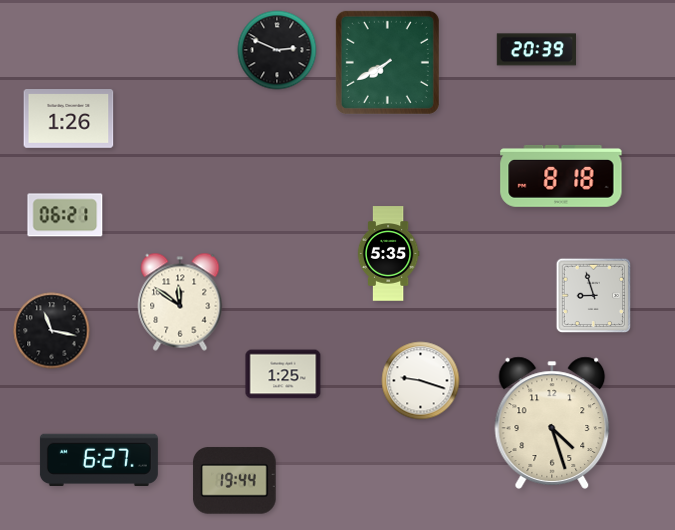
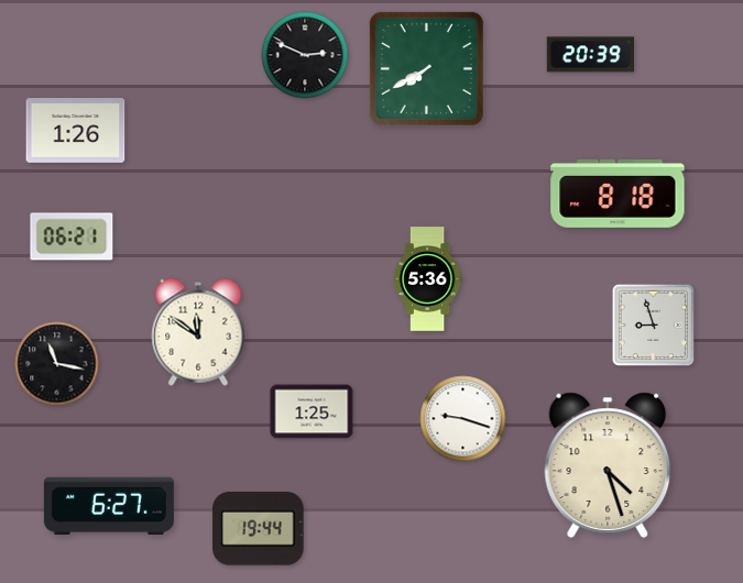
clock at (388, 254): 5:35 -> 5:36
